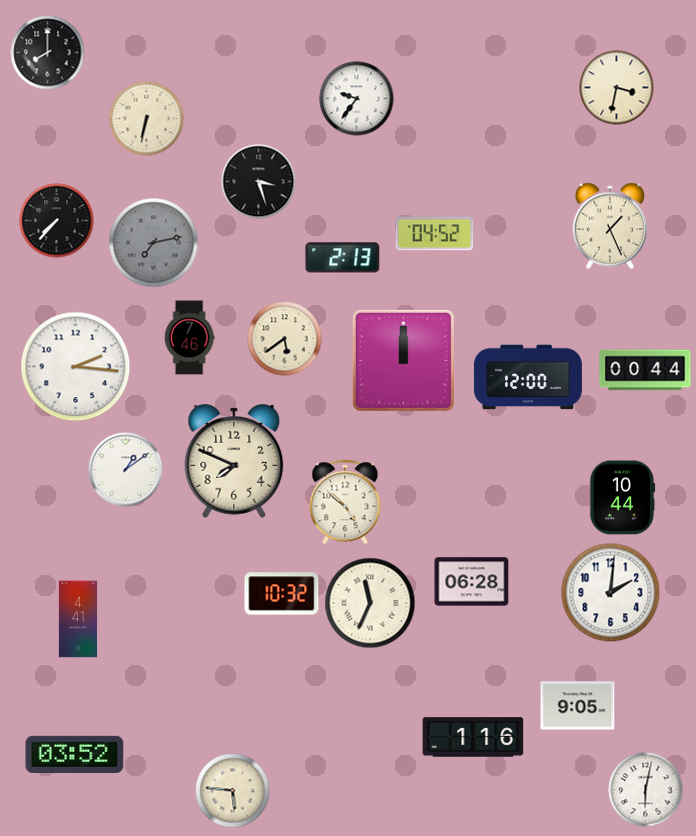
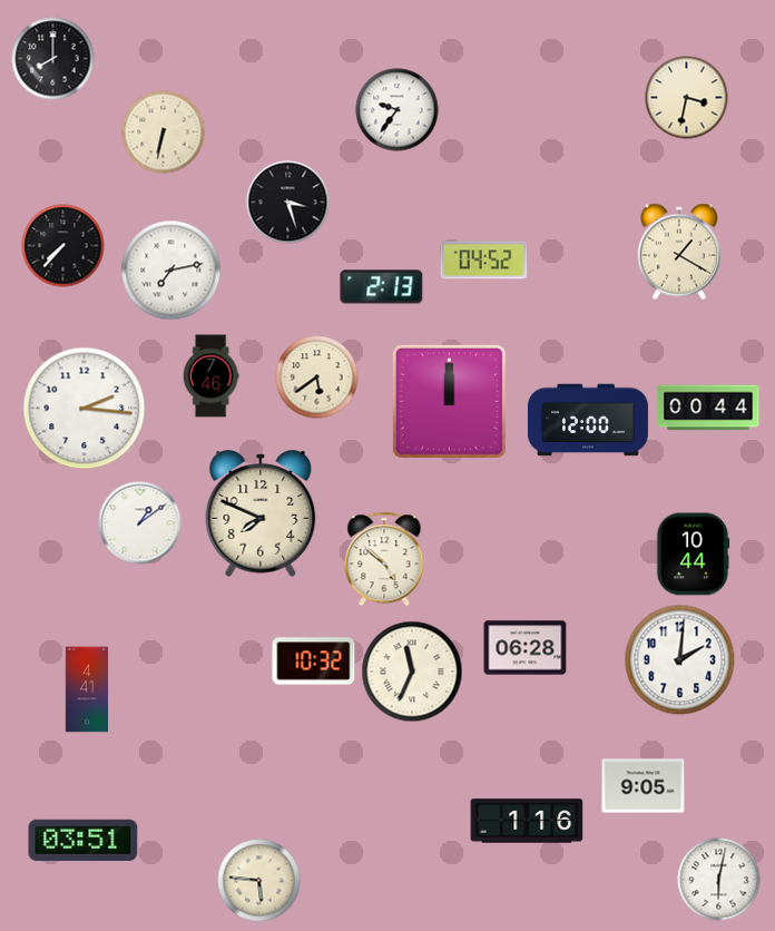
clock at (609, 226): 1:26 -> 1:20
clock at (154, 243) dial: grey -> white
clock at (645, 370) position: (645, 370) -> (708, 408)
clock at (75, 754): 03:52 -> 03:51
